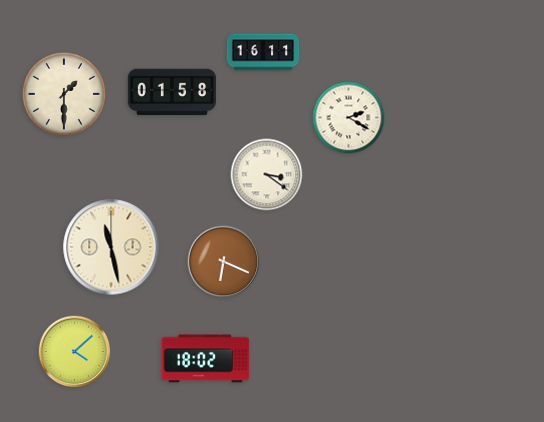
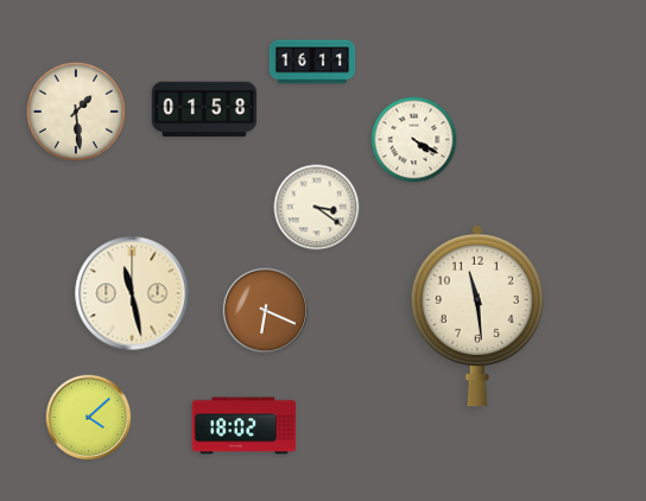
clock at (64, 94): 1:30 -> 1:29
clock at (349, 118): 2:20 -> 4:20
clock at (477, 316): none -> 11:29
